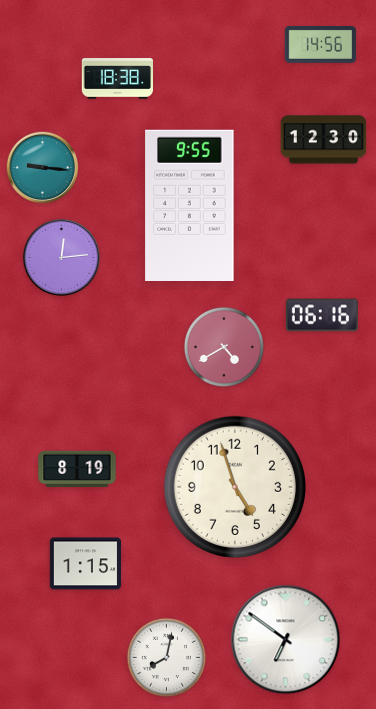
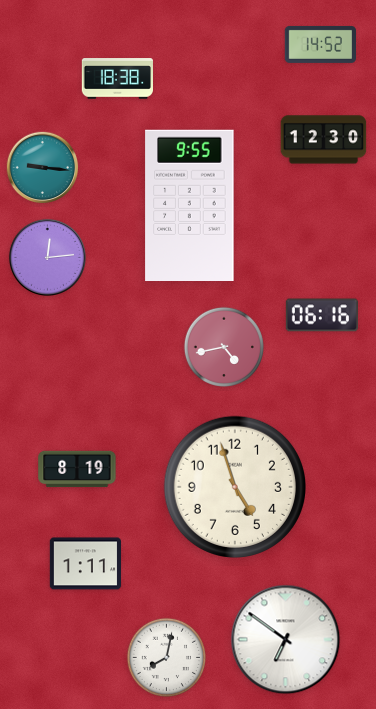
clock at (321, 44): 14:56 -> 14:52
clock at (61, 257) position: (61, 257) -> (47, 257)
clock at (224, 347): 4:40 -> 4:43
clock at (85, 564): 1:15 -> 1:11
